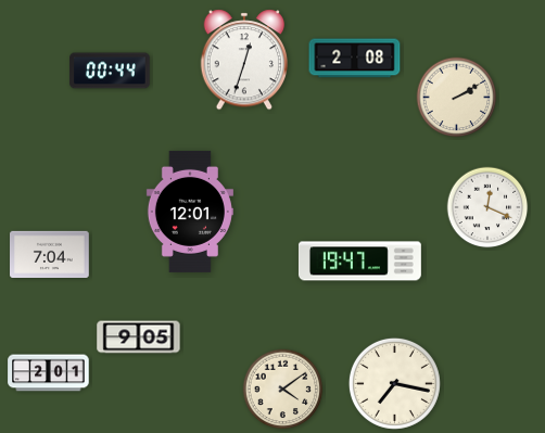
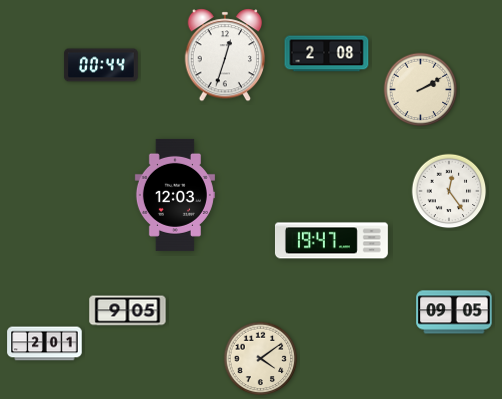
clock at (487, 207): 12:19 -> 12:24
clock at (190, 212): 12:01 -> 12:03
clock at (50, 254): 7:04 -> none
clock at (454, 312): none -> 09:05
clock at (394, 383): 7:17 -> none
